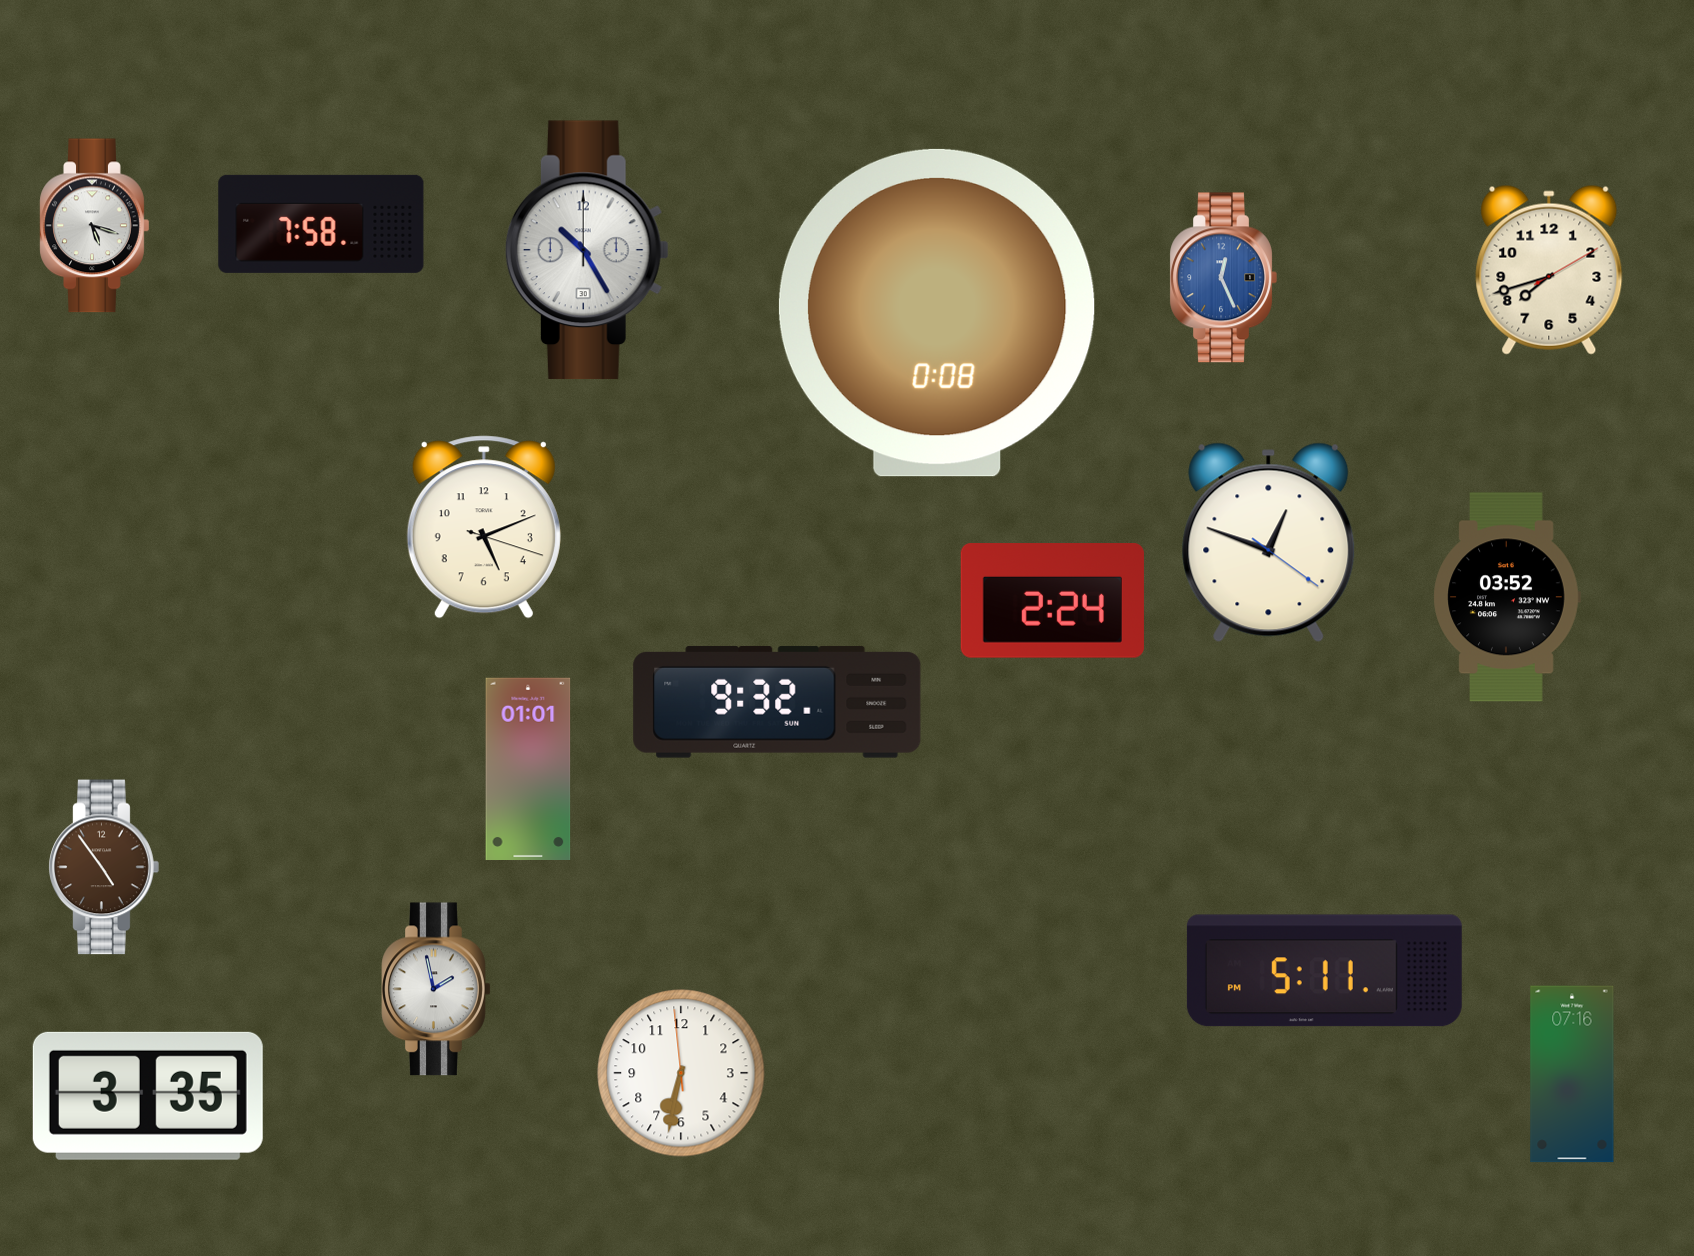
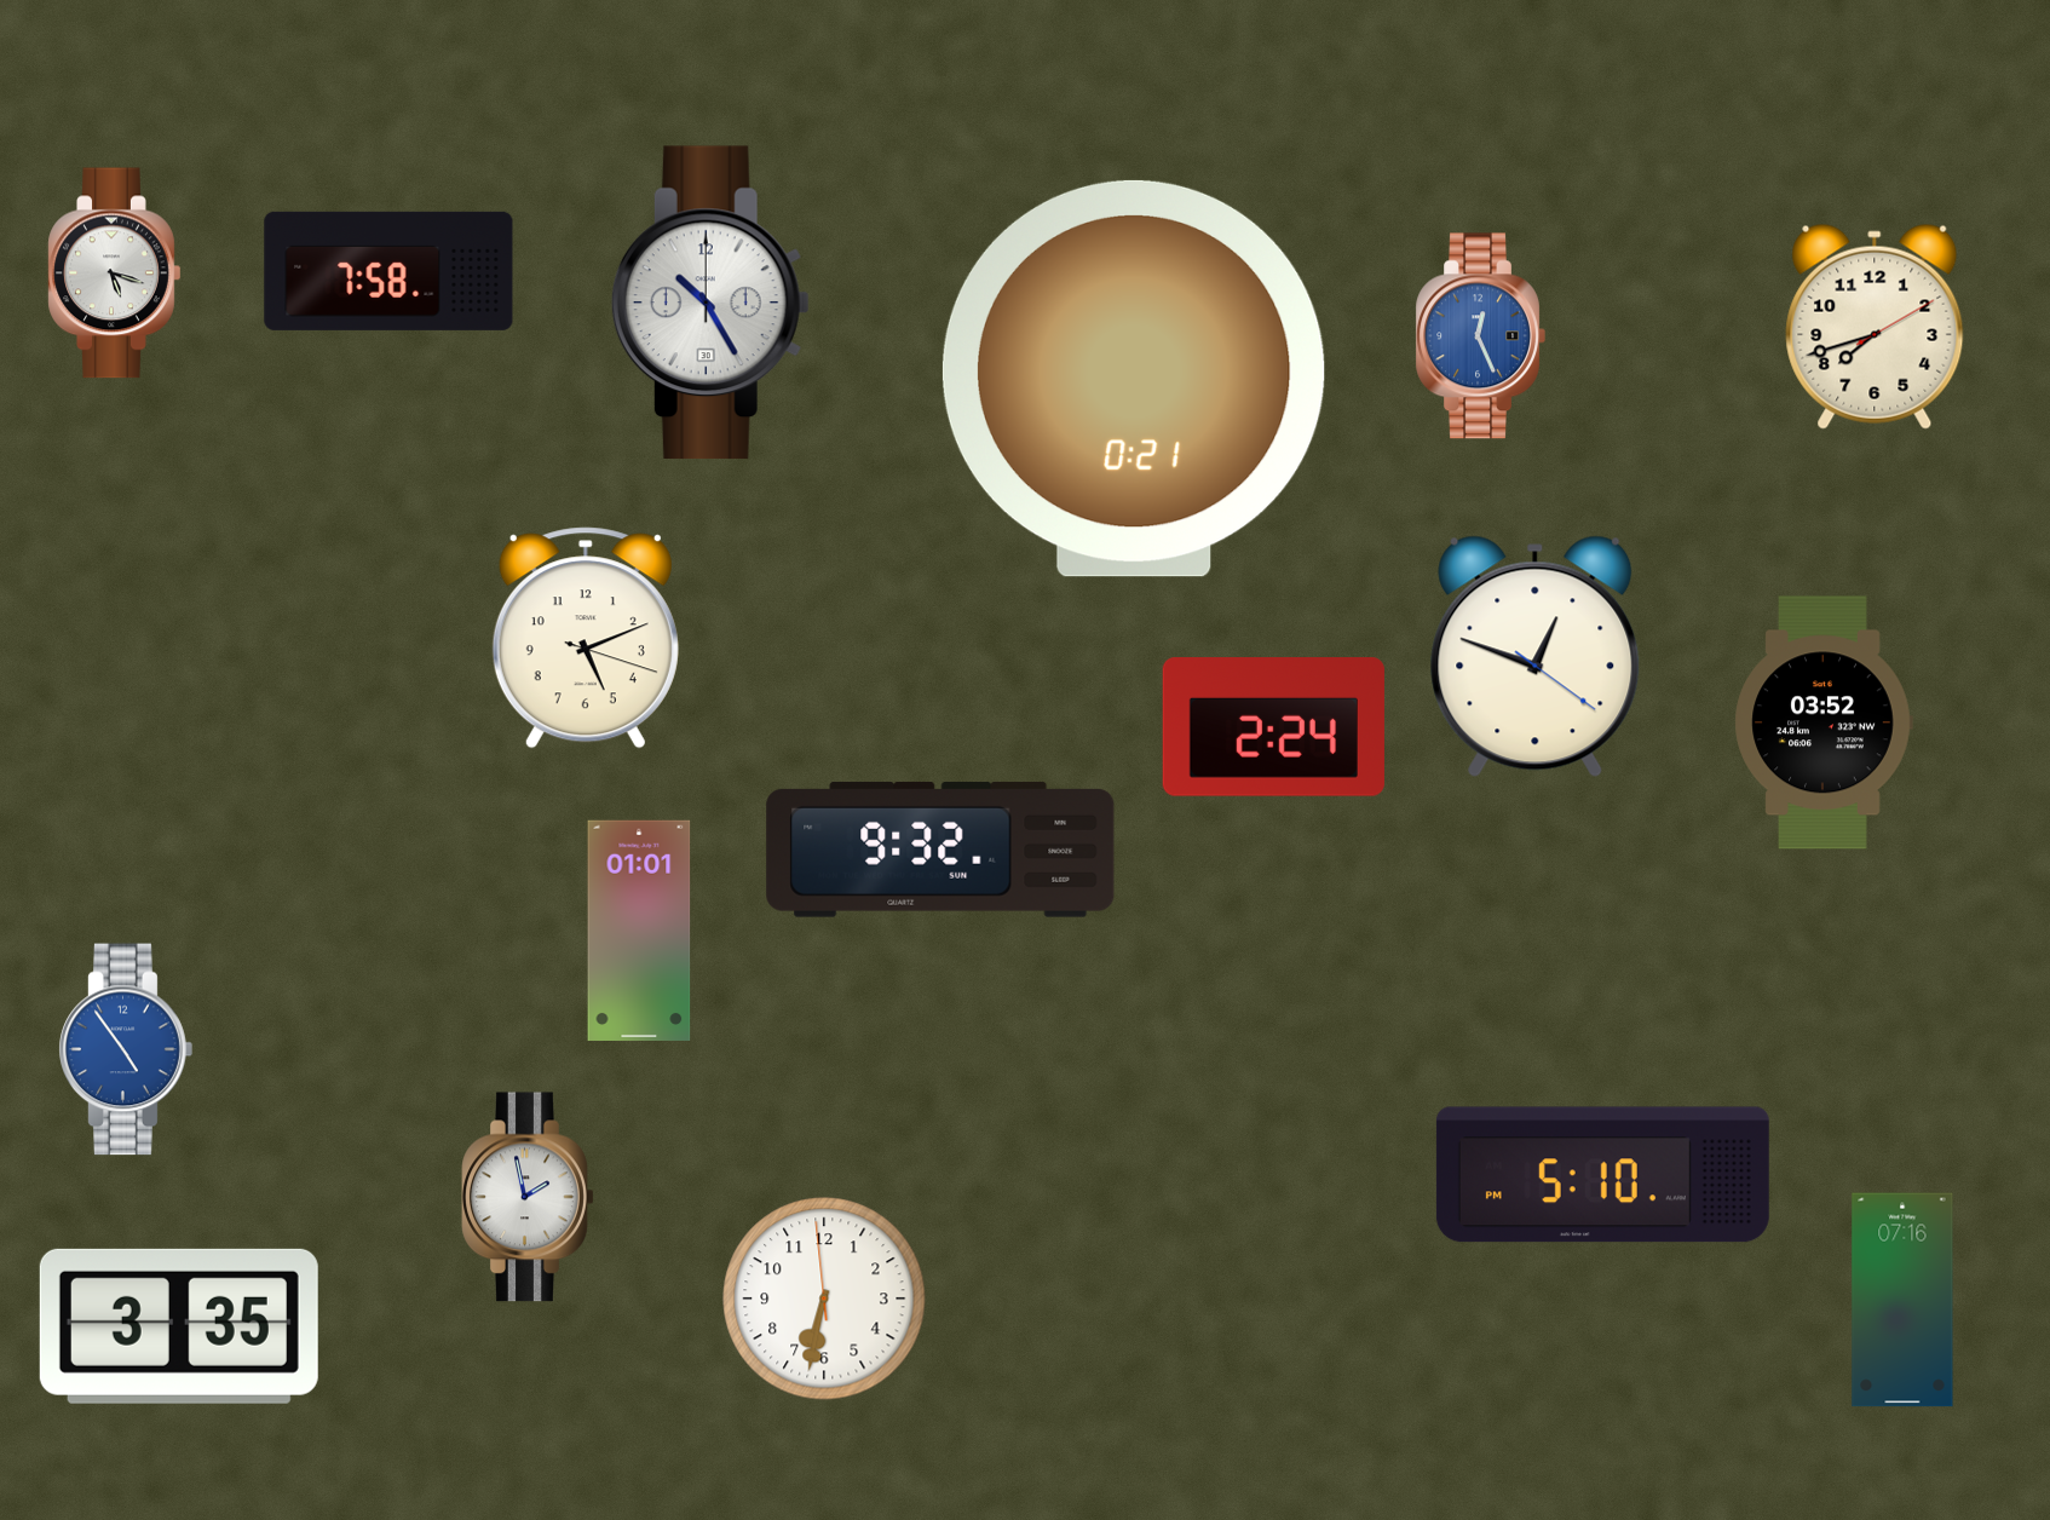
clock at (937, 313): 0:08 -> 0:21
clock at (104, 867) dial: brown -> blue
clock at (1324, 971): 5:11 -> 5:10
